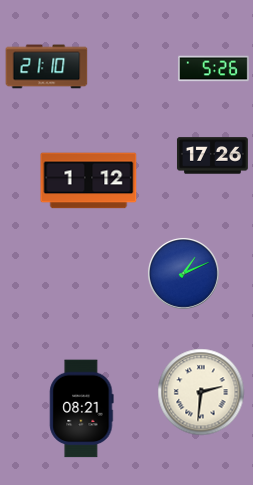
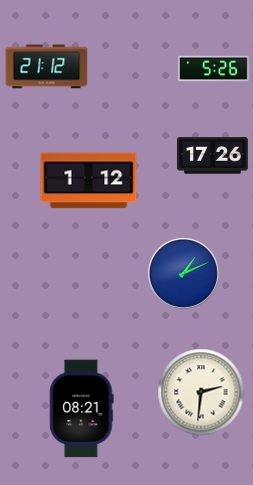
clock at (47, 67): 21:10 -> 21:12
